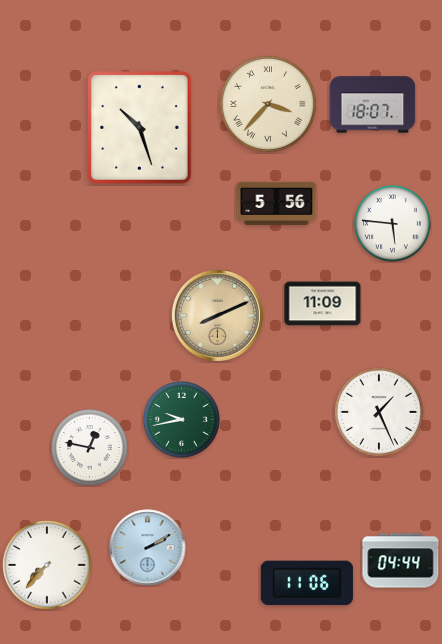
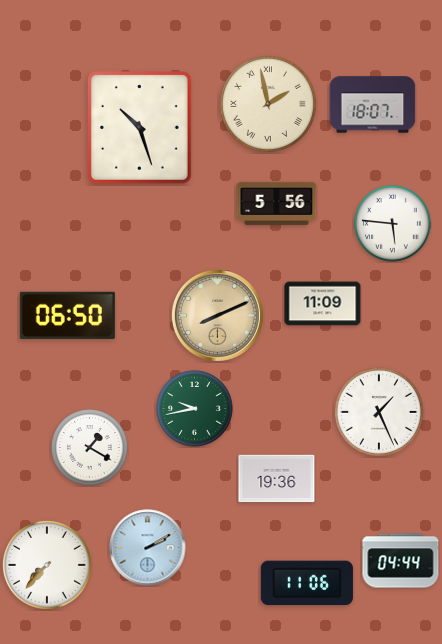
clock at (268, 104): 3:37 -> 1:58
clock at (67, 315): none -> 06:50
clock at (182, 420) position: (182, 420) -> (195, 409)
clock at (90, 448): 12:47 -> 1:20
clock at (277, 479): none -> 19:36
